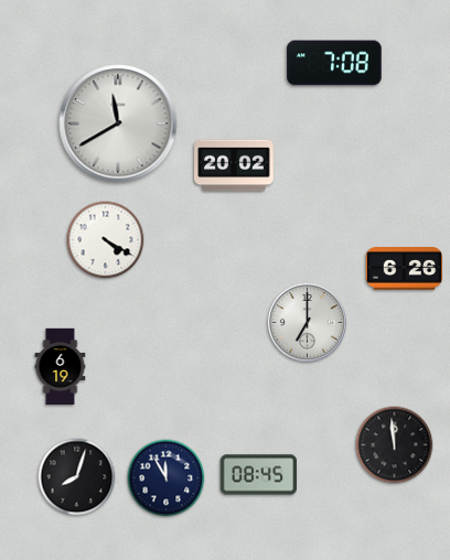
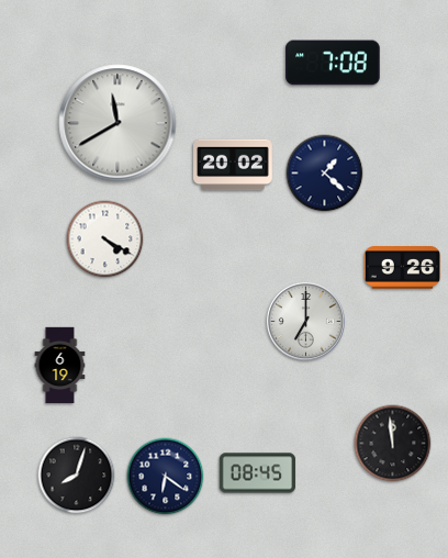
clock at (325, 174): none -> 1:22
clock at (405, 269): 6:26 -> 9:26
clock at (167, 478): 11:55 -> 6:21
